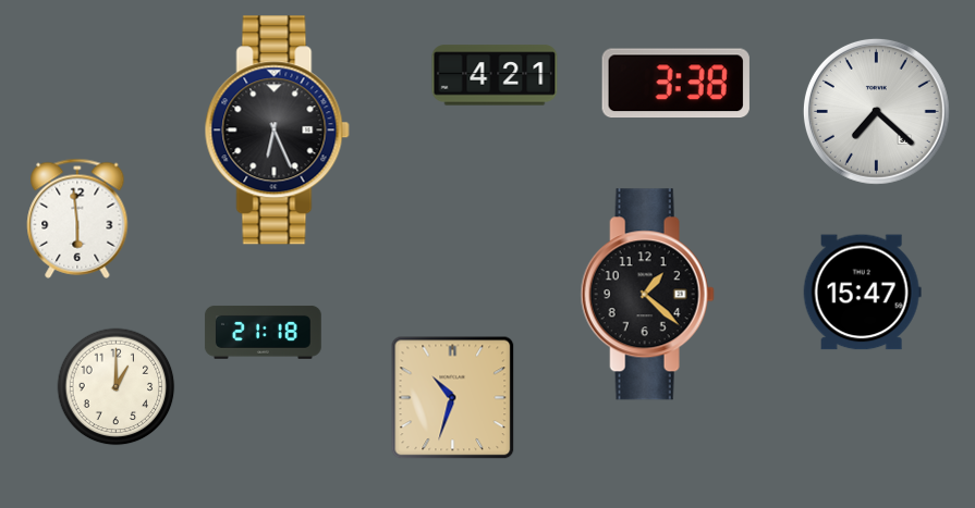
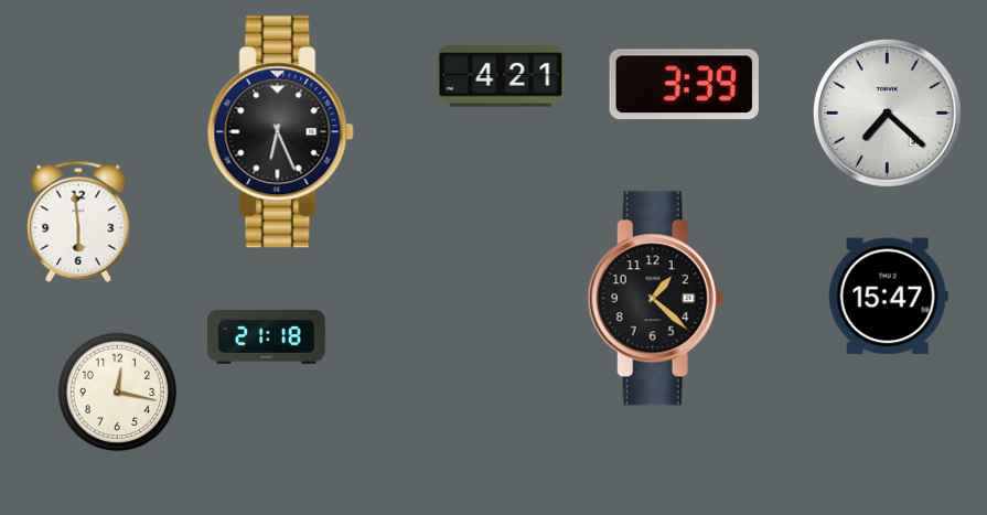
clock at (675, 84): 3:38 -> 3:39
clock at (862, 293) position: (862, 293) -> (888, 297)
clock at (117, 387): 1:00 -> 12:17
clock at (453, 398): 10:33 -> none
